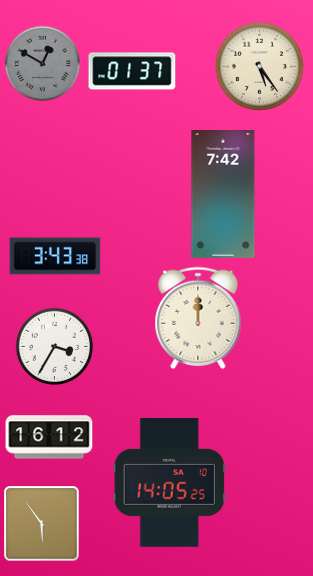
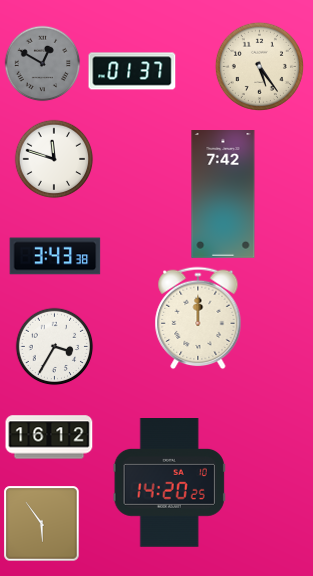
clock at (54, 159): none -> 11:48
clock at (169, 483): 14:05 -> 14:20
